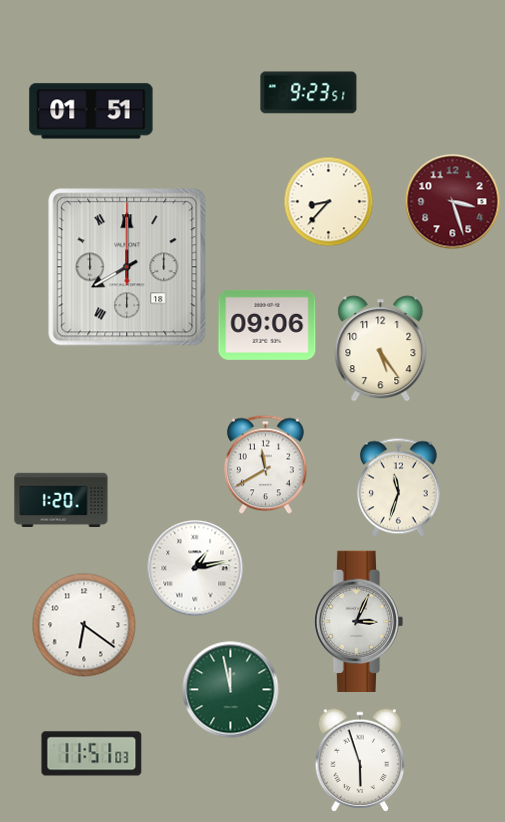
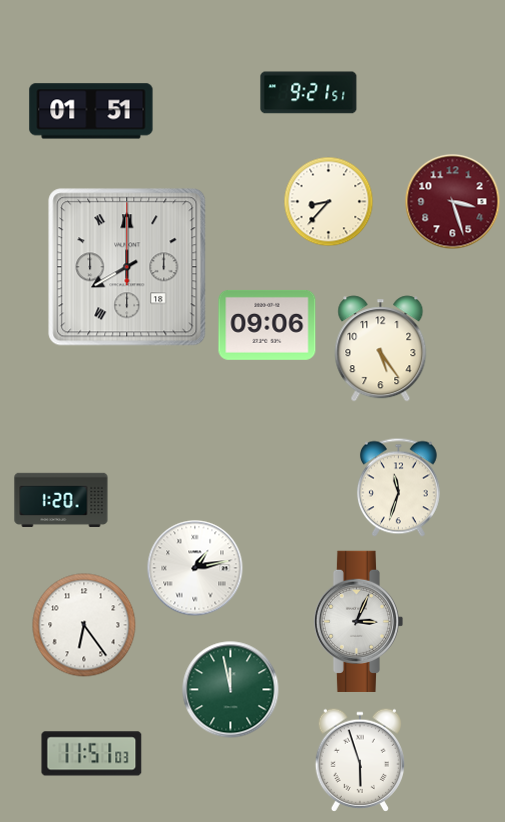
clock at (309, 93): 9:23 -> 9:21
clock at (265, 465): 11:40 -> none
clock at (84, 625): 6:21 -> 6:24
